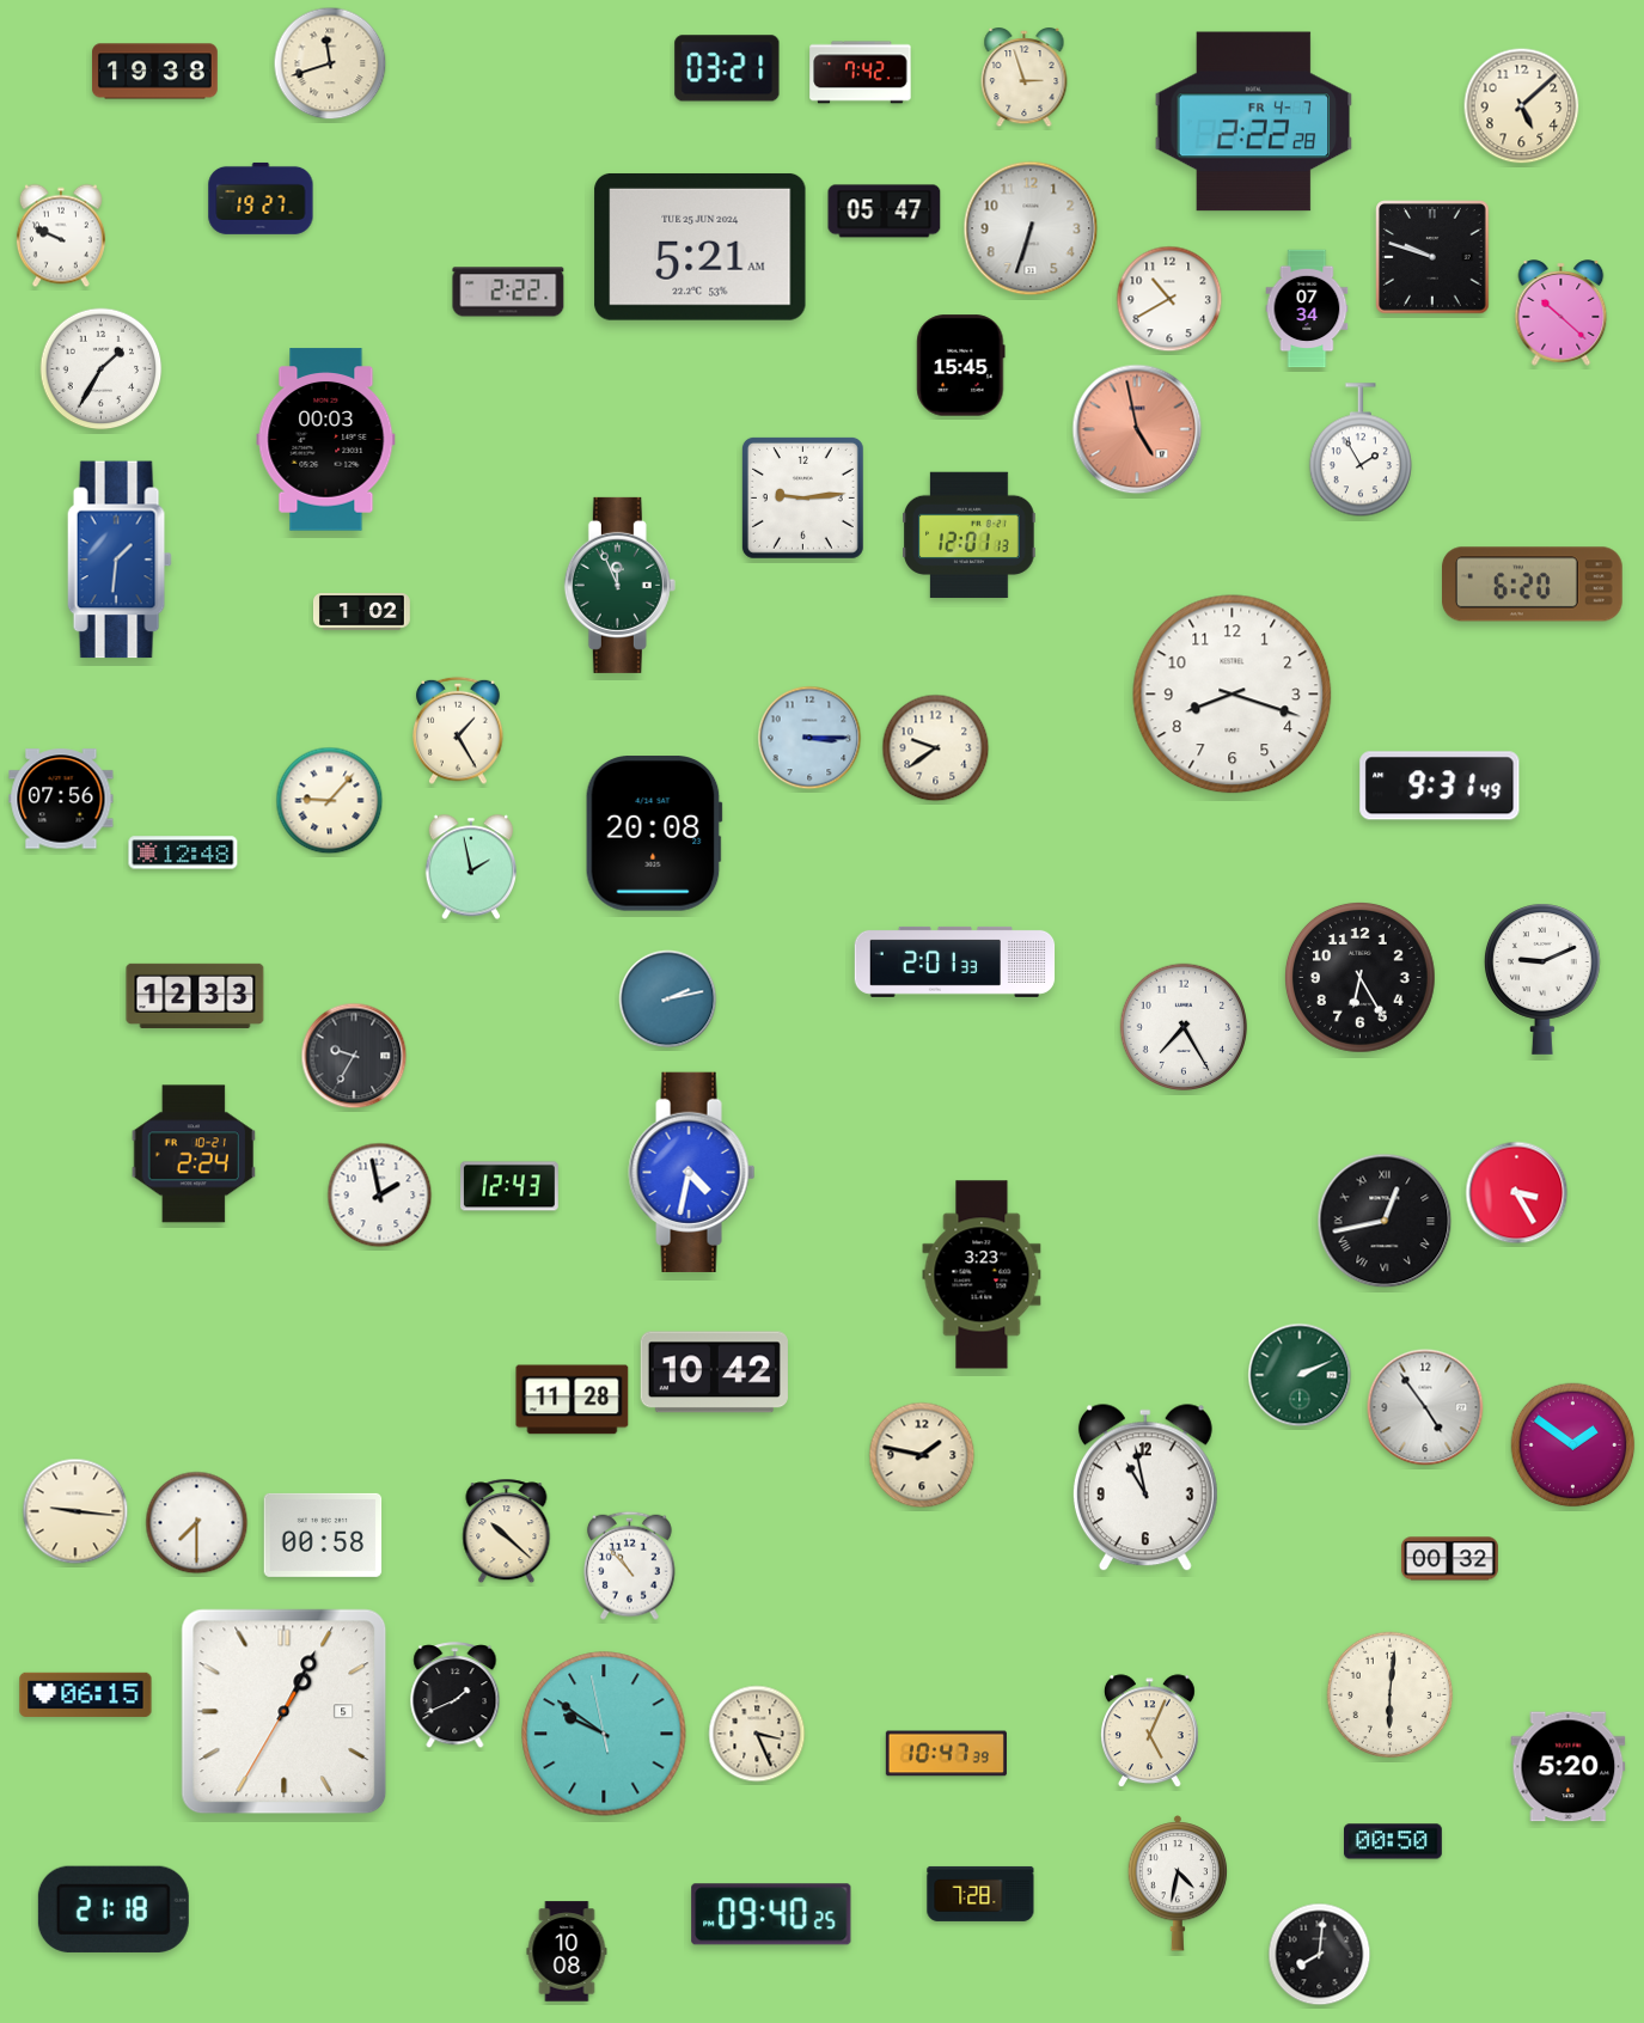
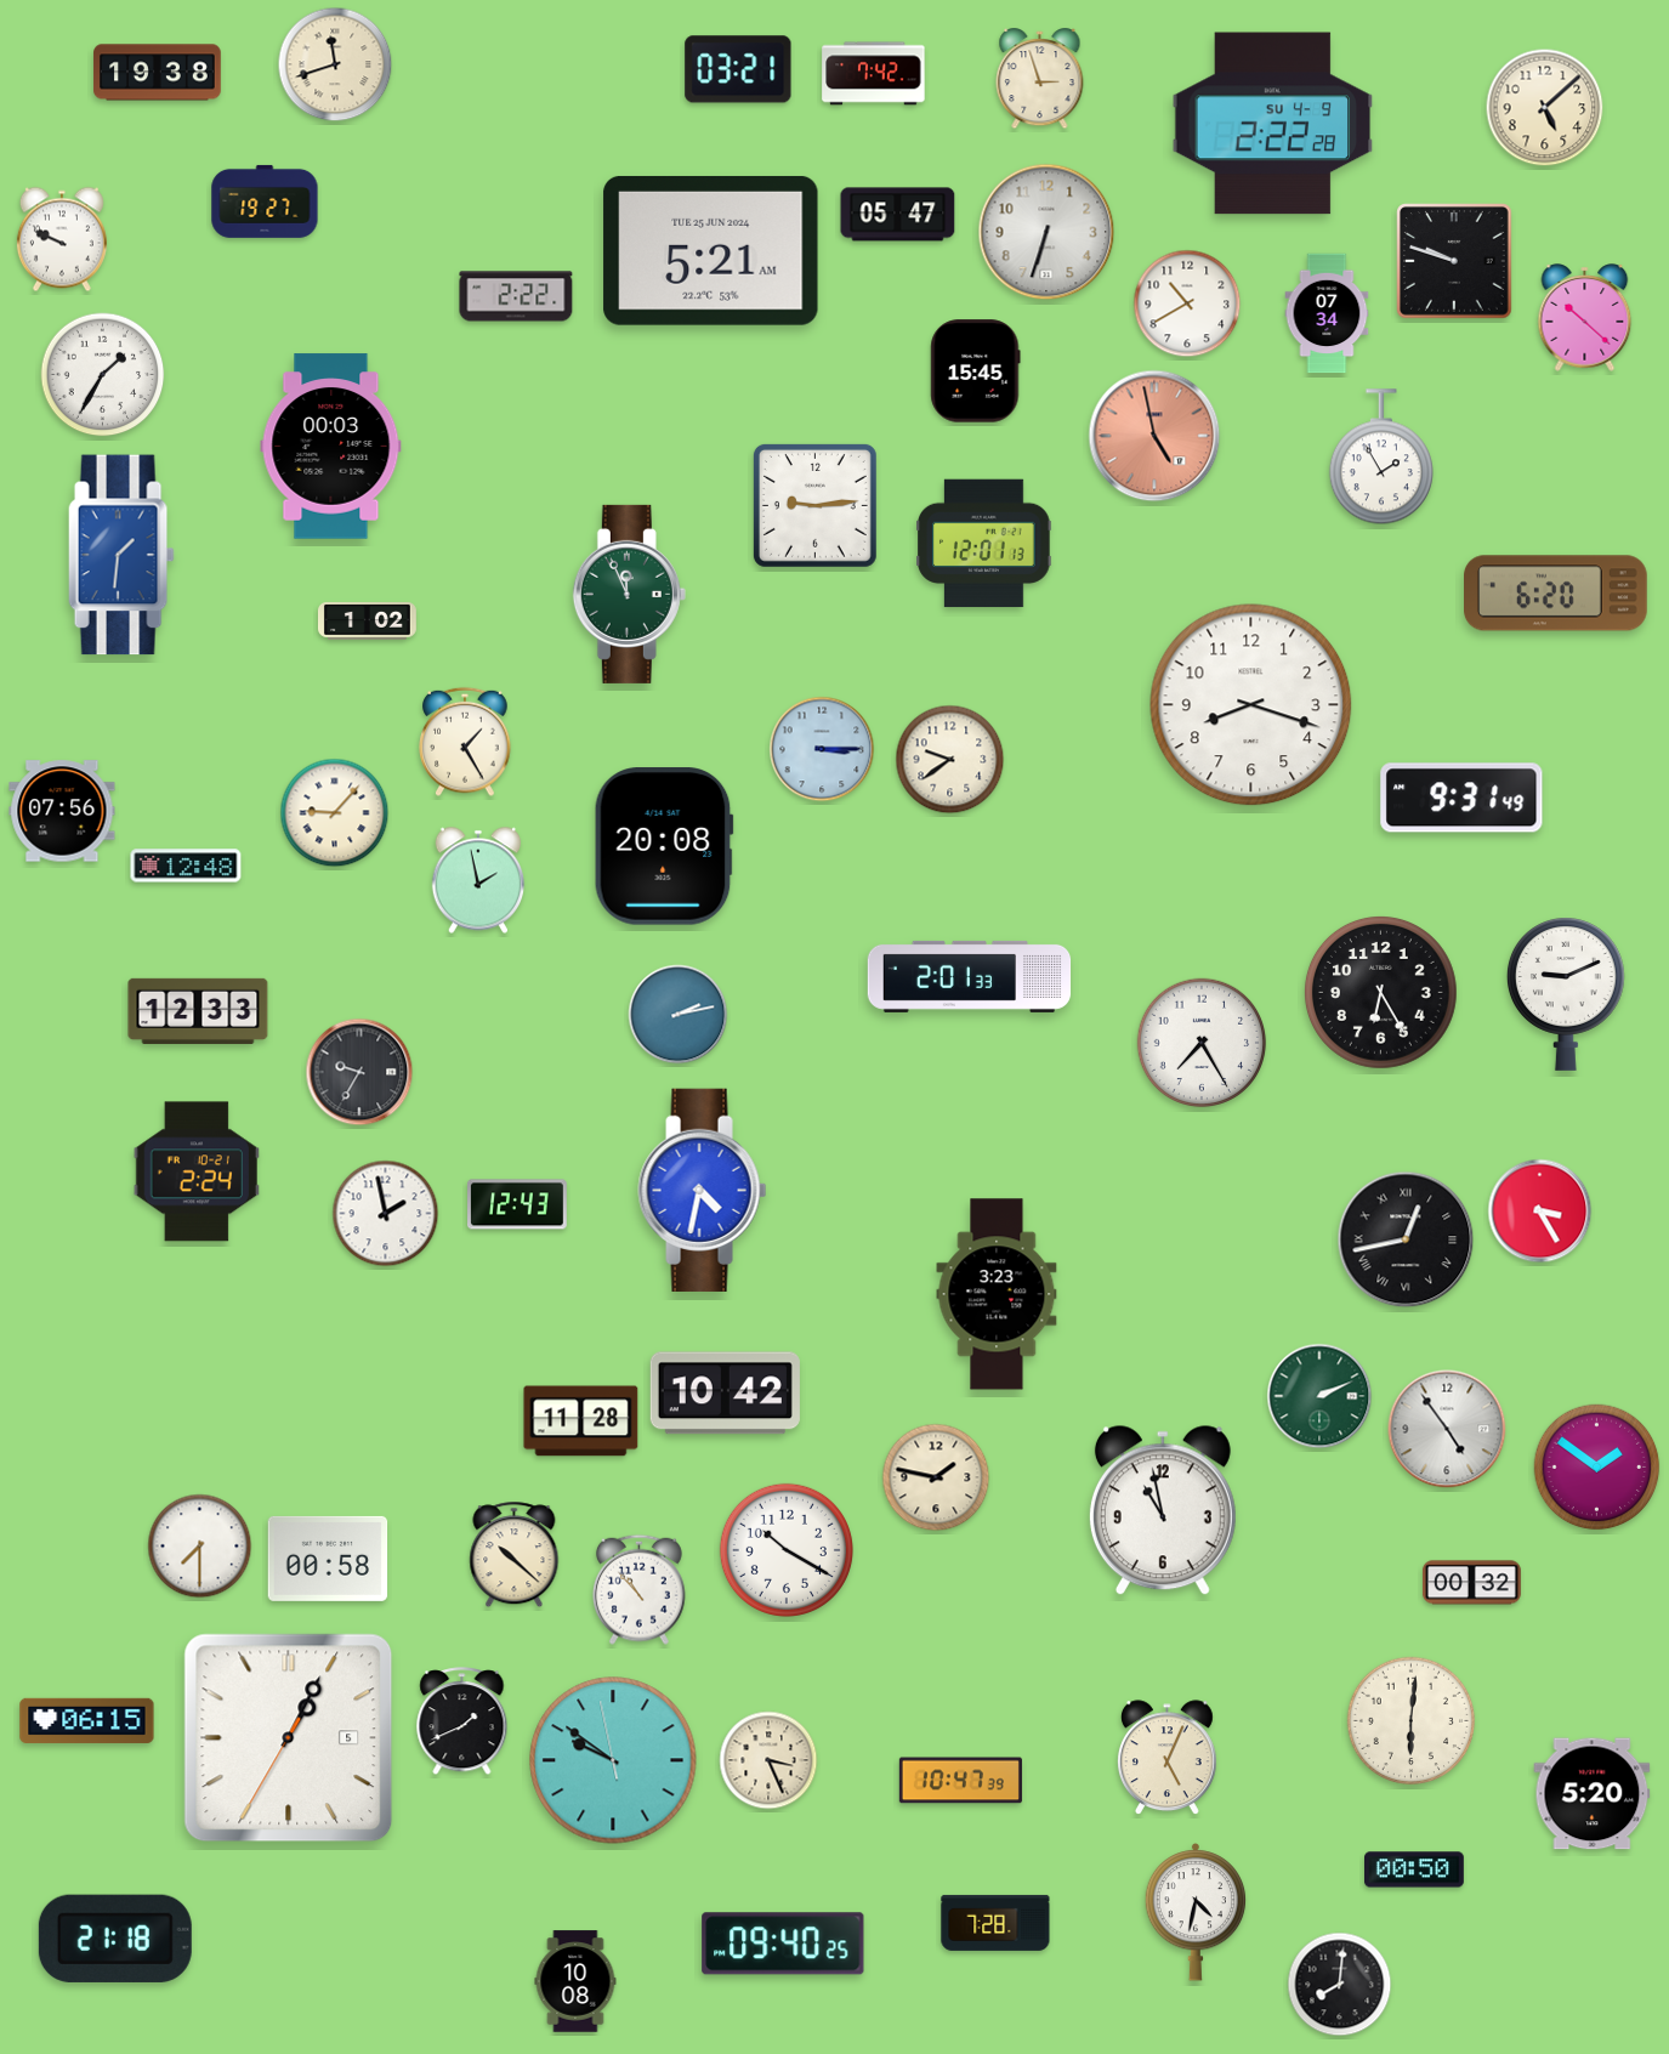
clock at (1254, 122) date: FR 4-7 -> SU 4-9
clock at (120, 560) position: (120, 560) -> (121, 555)
clock at (75, 1511): 9:16 -> none
clock at (787, 1550): none -> 10:20
